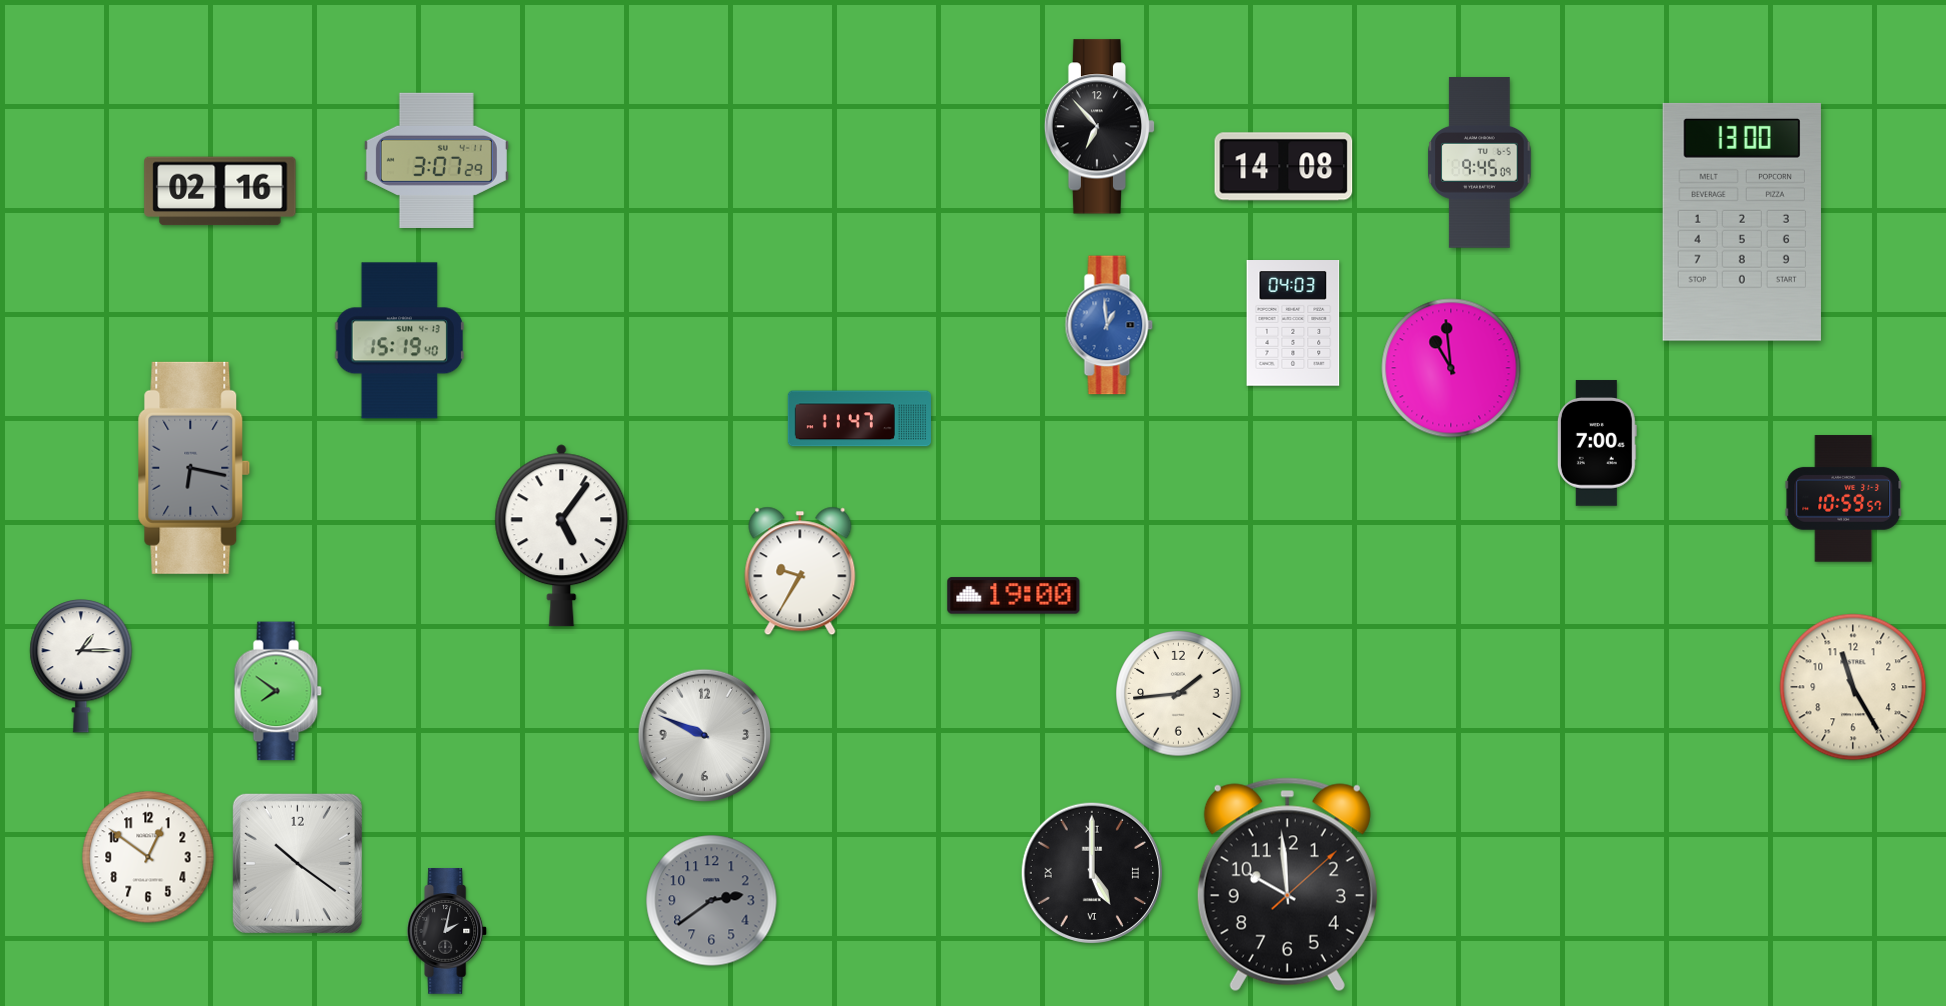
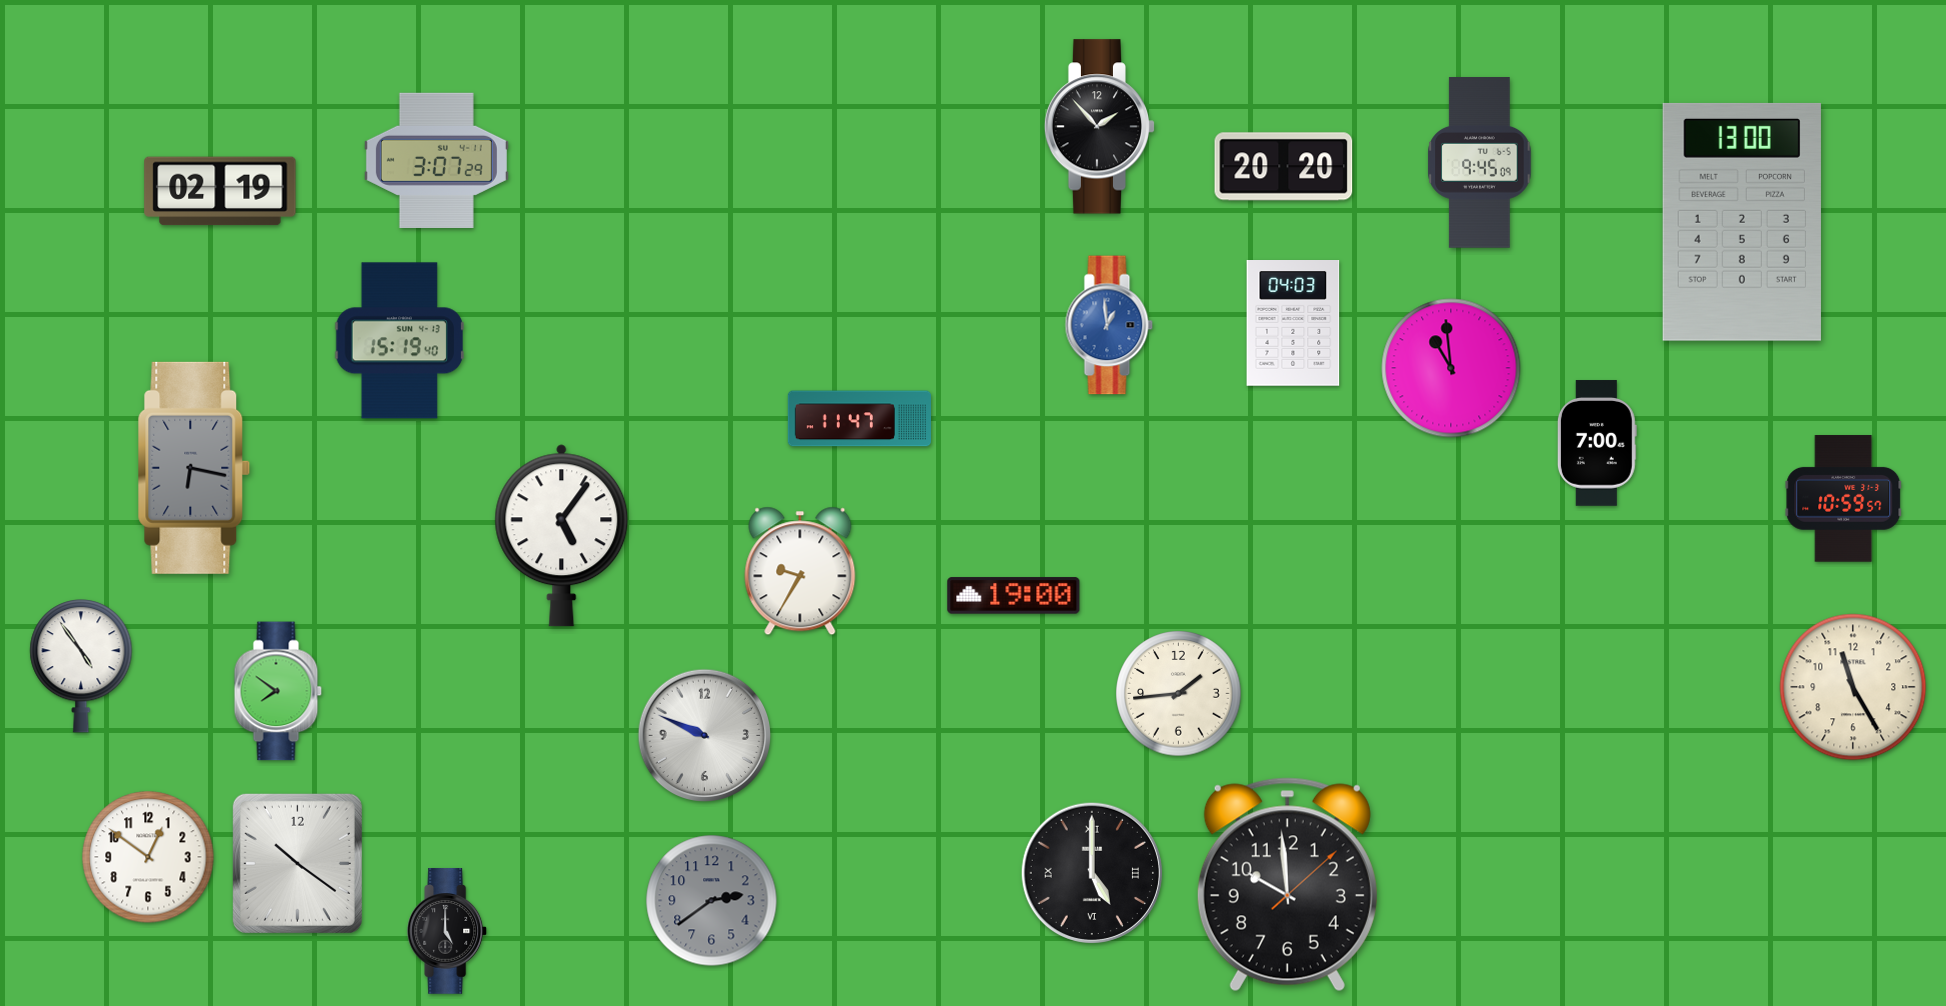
clock at (1100, 127): 6:53 -> 1:53
clock at (1284, 167): 14:08 -> 20:20
clock at (220, 191): 02:16 -> 02:19
clock at (81, 666): 1:15 -> 4:54
clock at (448, 931): 2:02 -> 5:00
